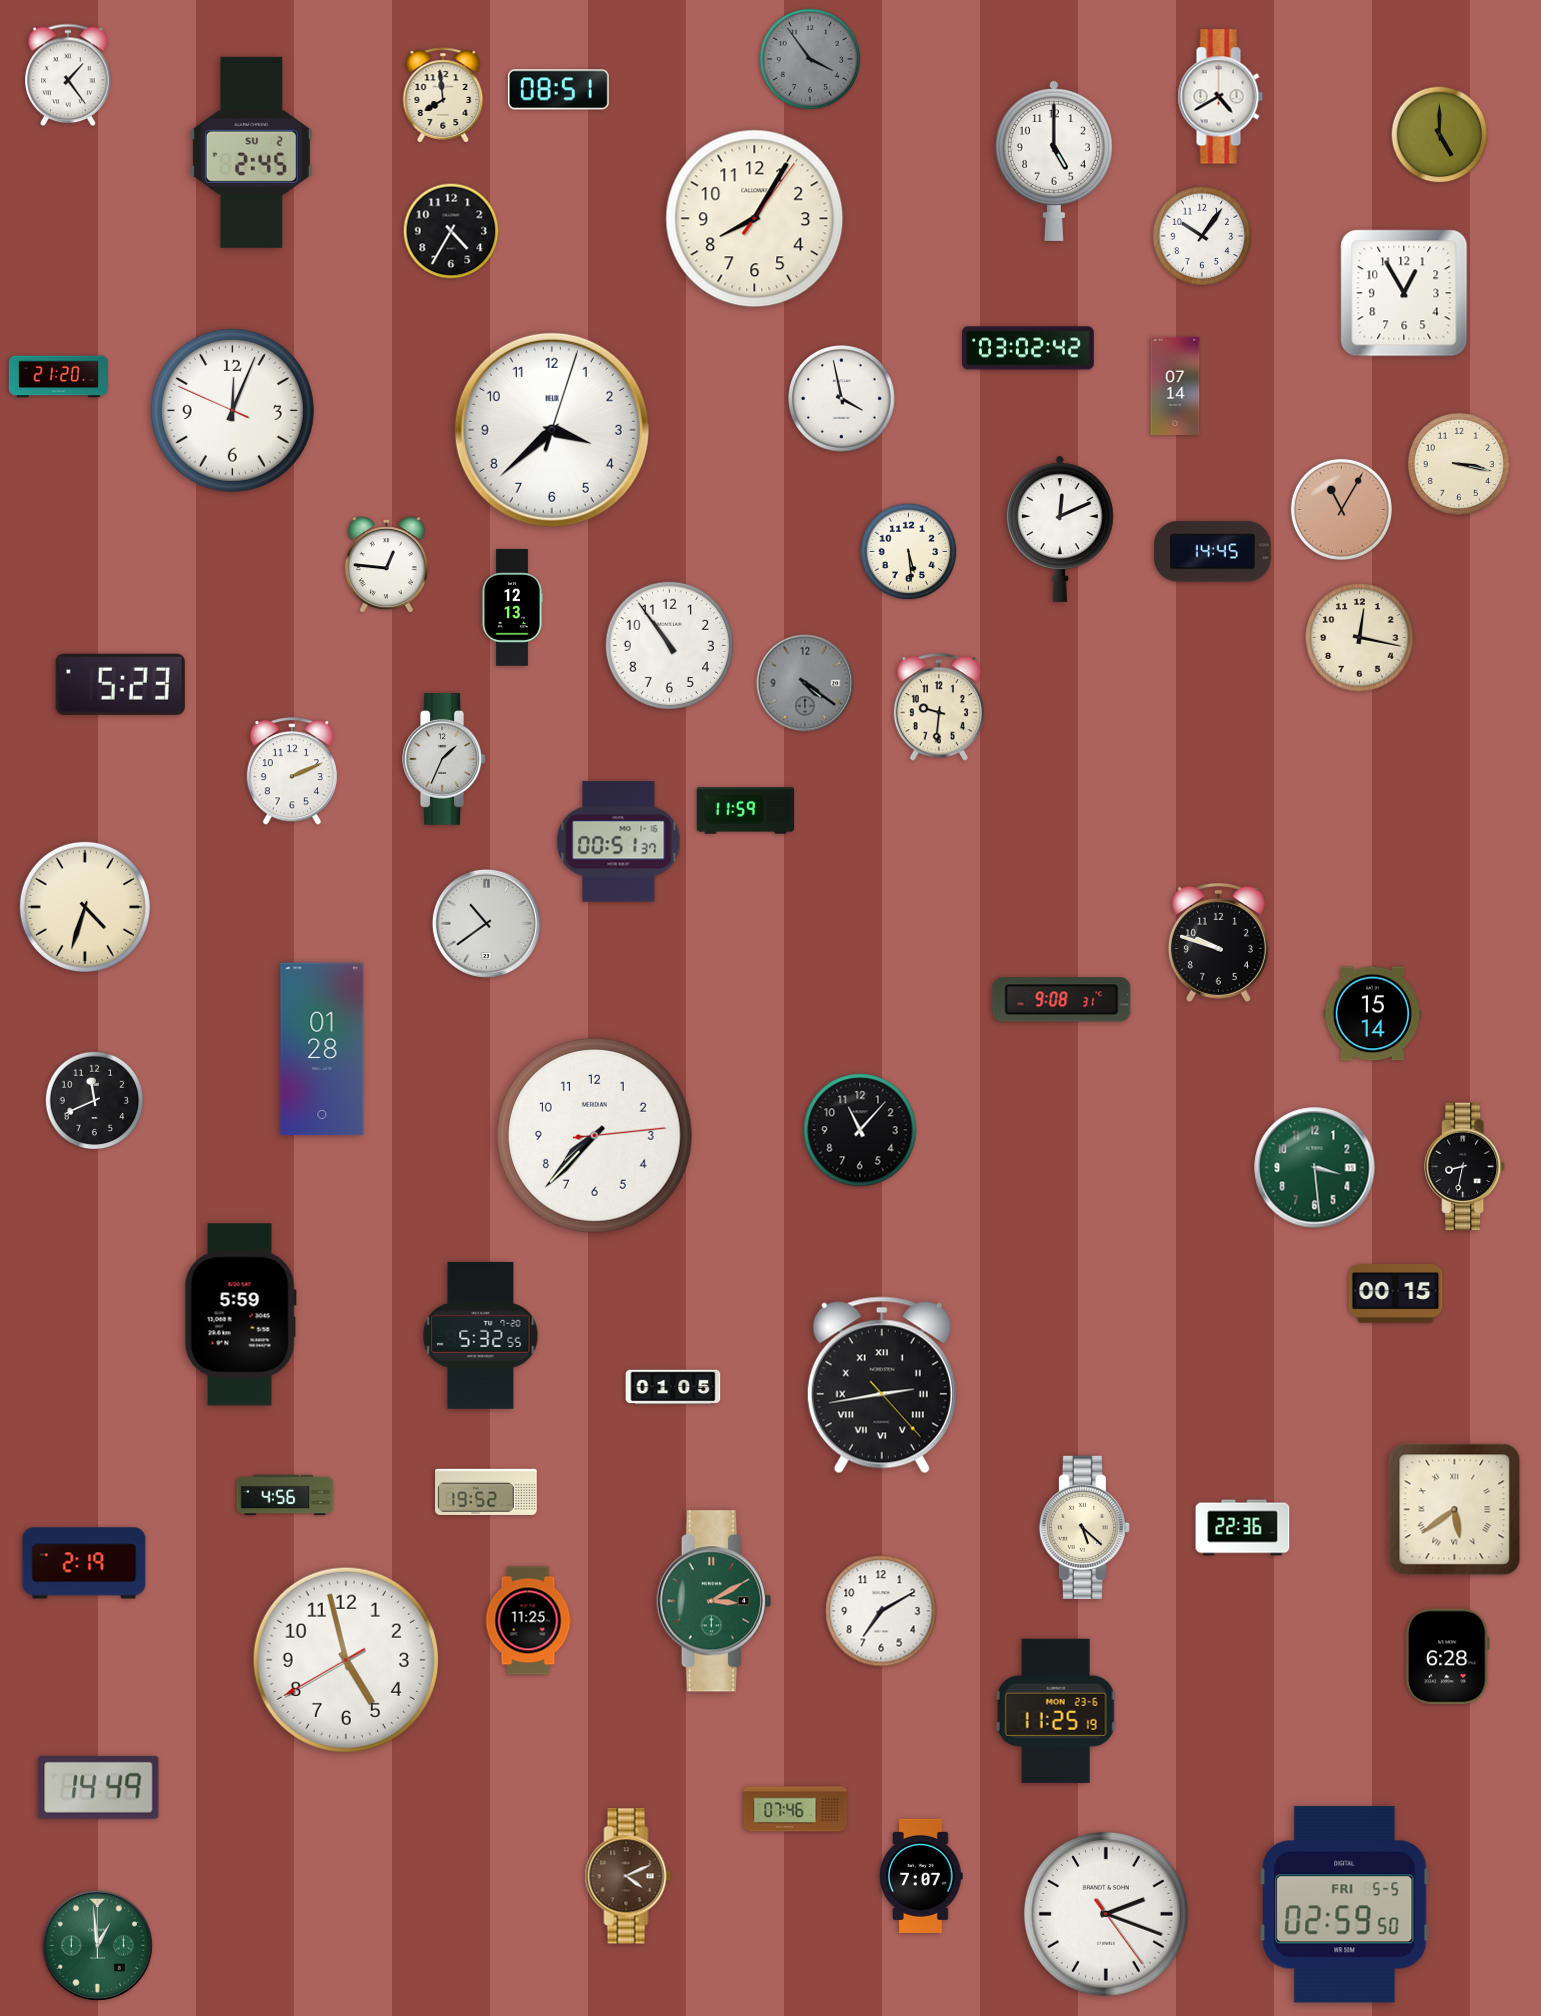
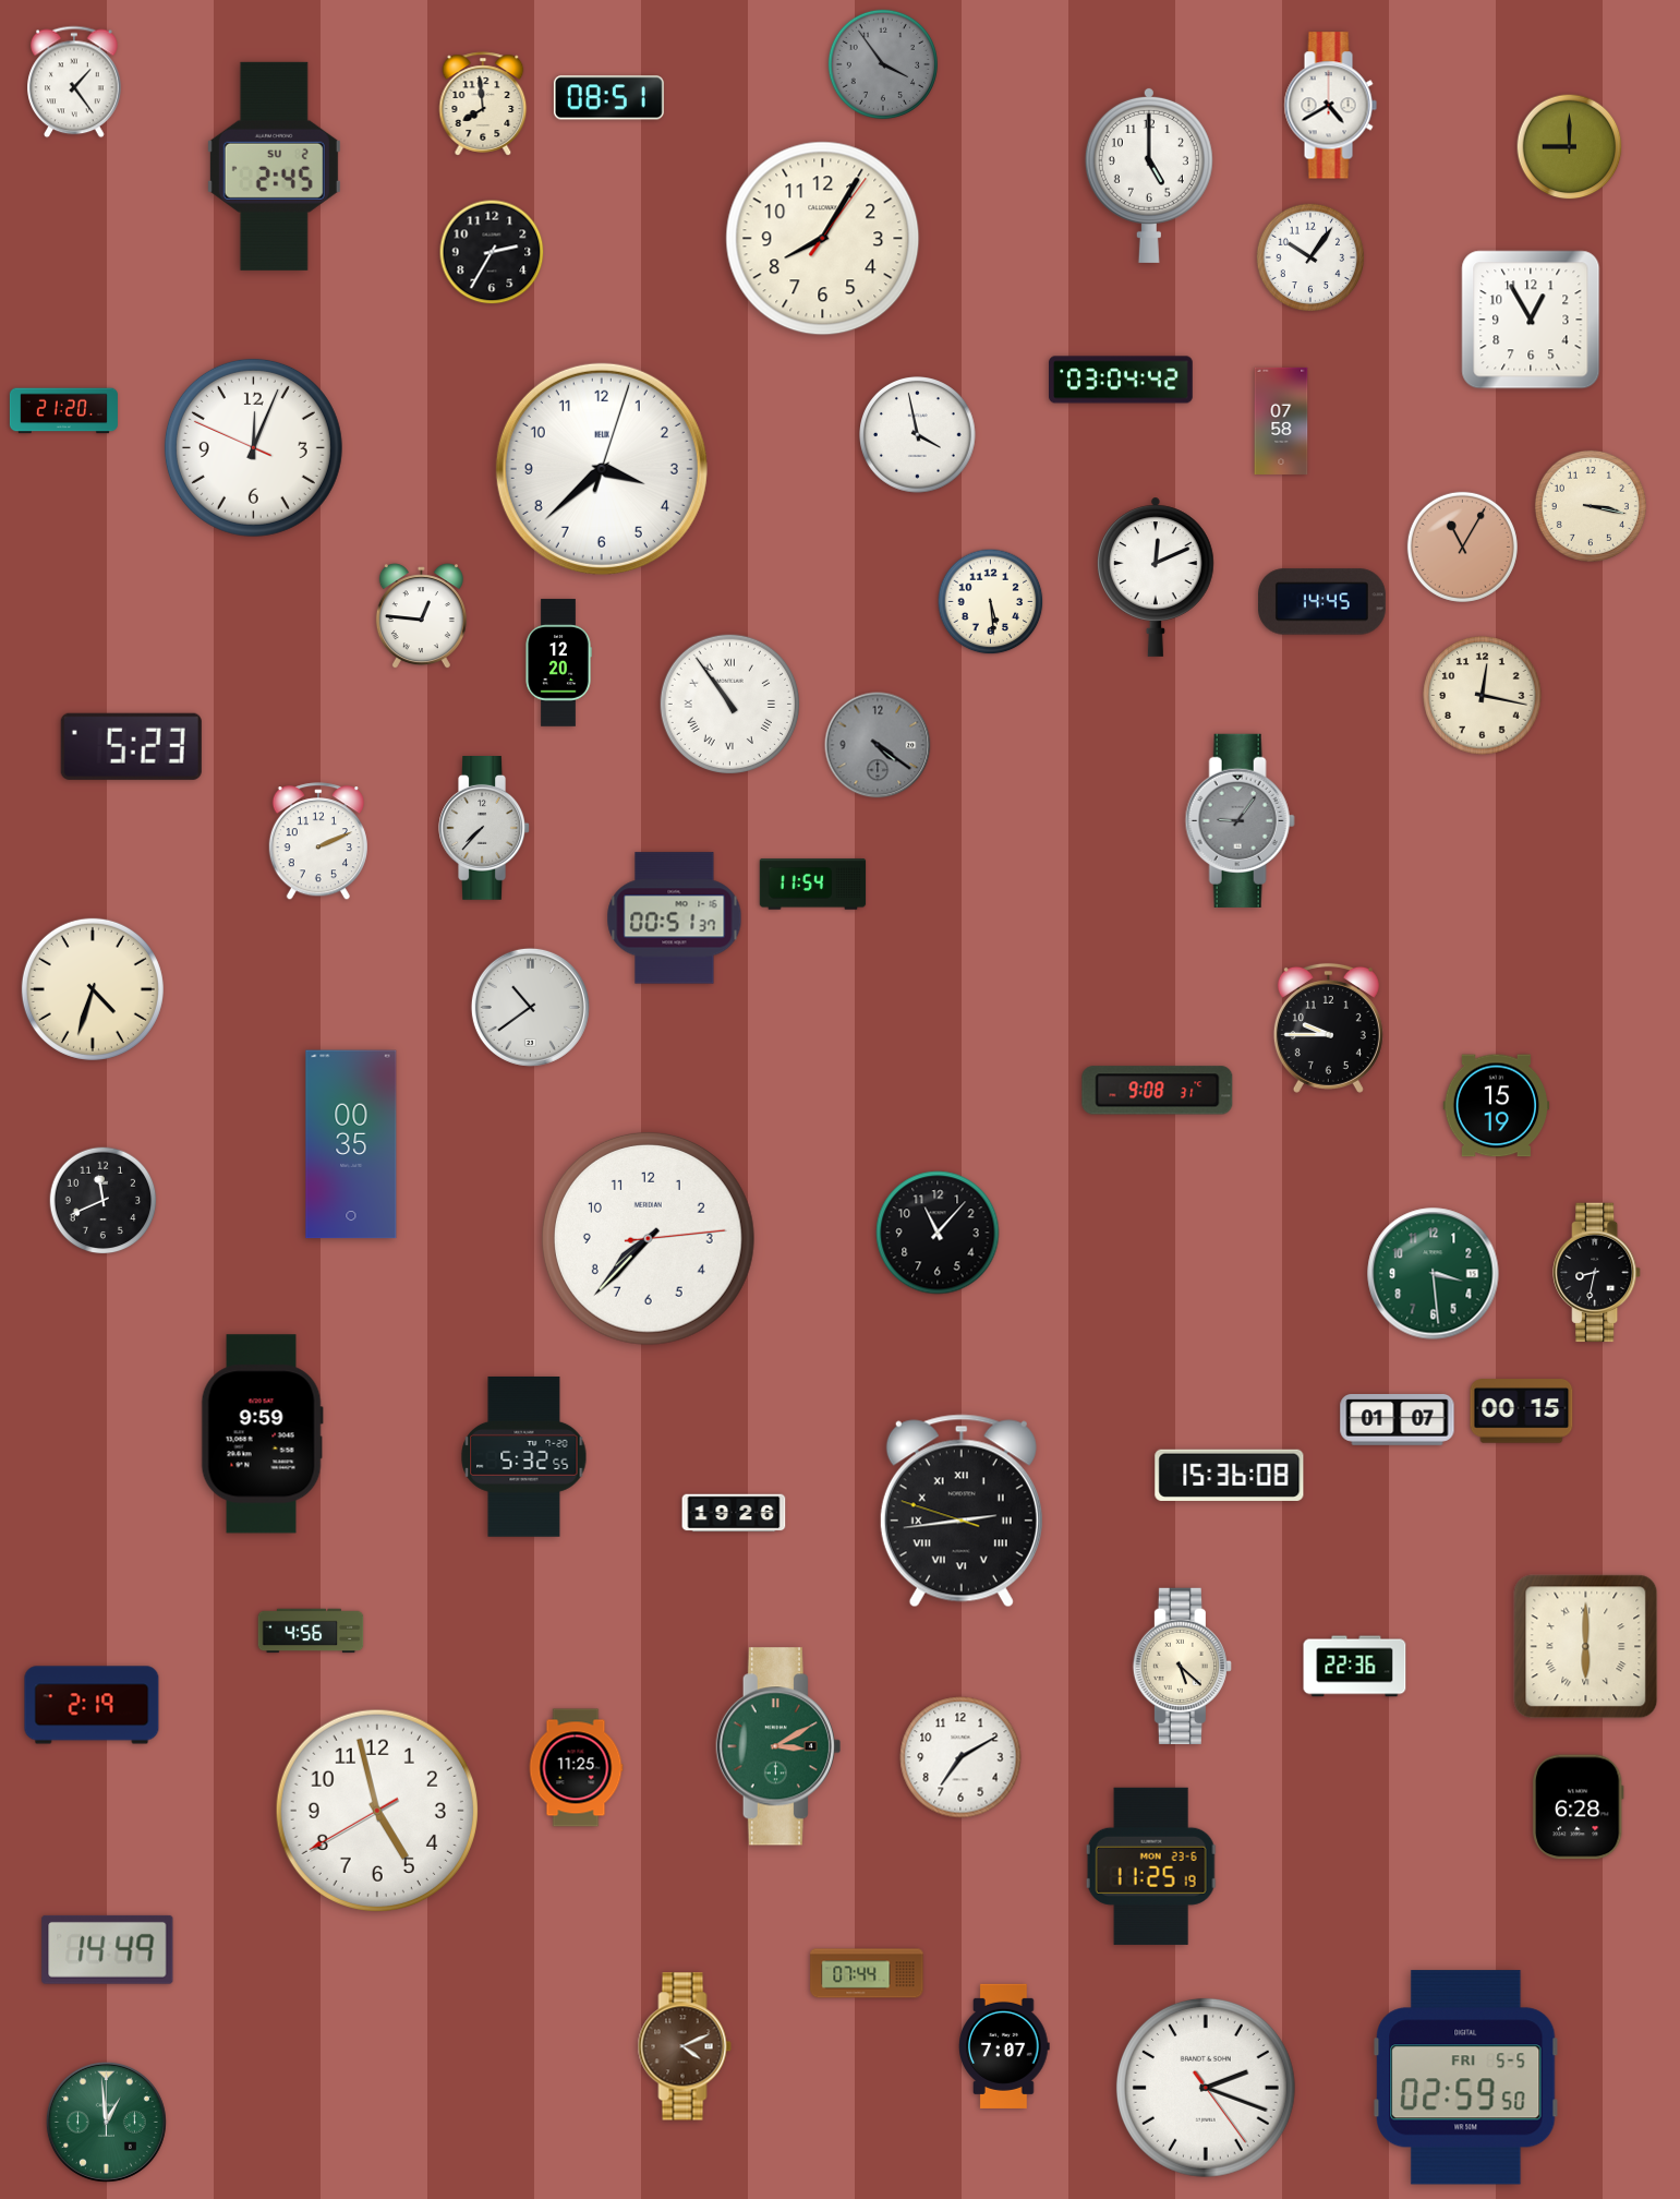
clock at (1440, 135): 5:00 -> 9:00
clock at (451, 231): 4:35 -> 2:35
clock at (1029, 348): 03:02 -> 03:04
clock at (1175, 385): 07:14 -> 07:58
clock at (1341, 509) position: (1341, 509) -> (1462, 546)
clock at (512, 608): 12:13 -> 12:20
clock at (669, 645) numerals: Arabic -> Roman
clock at (939, 708): 9:31 -> none
clock at (1240, 820): none -> 9:06
clock at (444, 760): 1:34 -> 7:37
clock at (746, 811): 11:59 -> 11:54
clock at (1218, 942): 9:48 -> 9:45
clock at (1373, 1014): 15:14 -> 15:19
clock at (322, 1049): 01:28 -> 00:35
clock at (1398, 1420): none -> 01:07
clock at (240, 1315): 5:59 -> 9:59
clock at (1230, 1475): none -> 15:36
clock at (882, 1385): 2:43:23 -> 2:43:48
clock at (673, 1387): 01:05 -> 19:26
clock at (486, 1492): 19:52 -> none
clock at (1455, 1510): 5:39 -> 6:00
clock at (795, 1809): 07:46 -> 07:44
